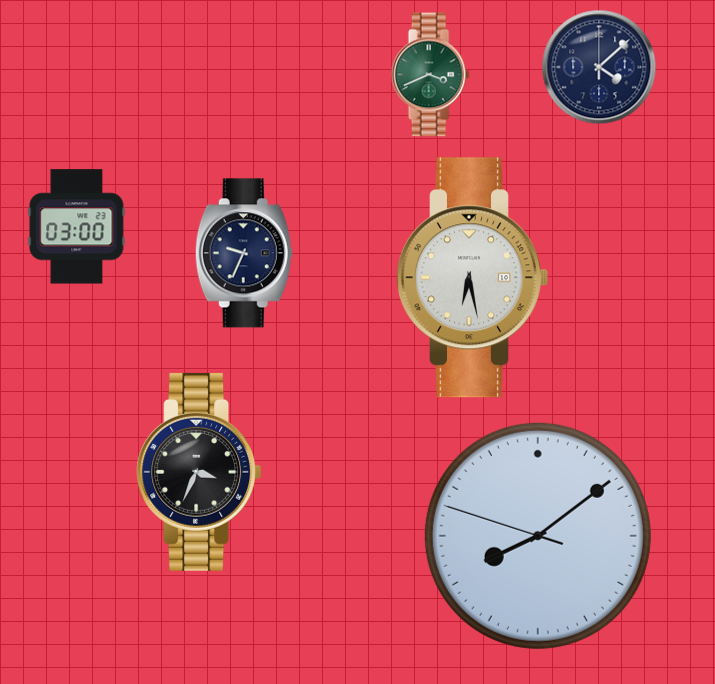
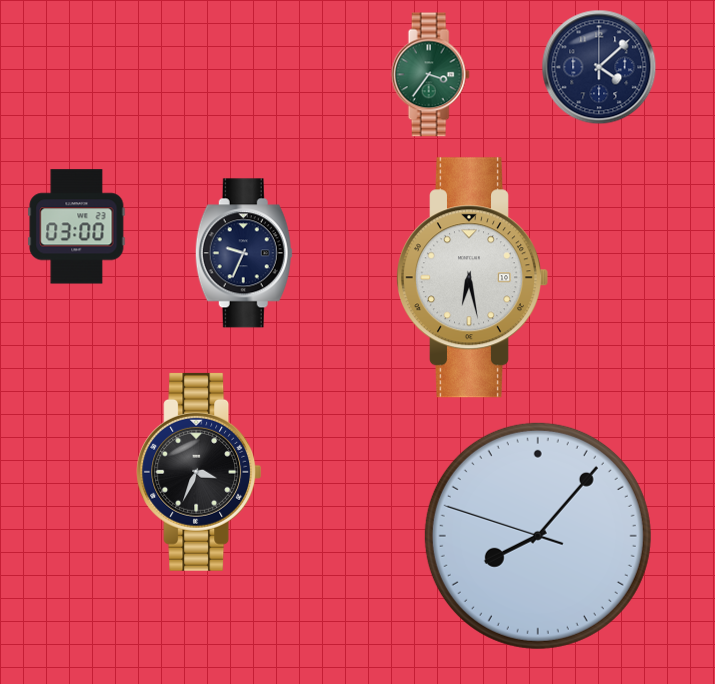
clock at (430, 75): 3:41 -> 3:36
clock at (538, 536): 8:08 -> 8:06
